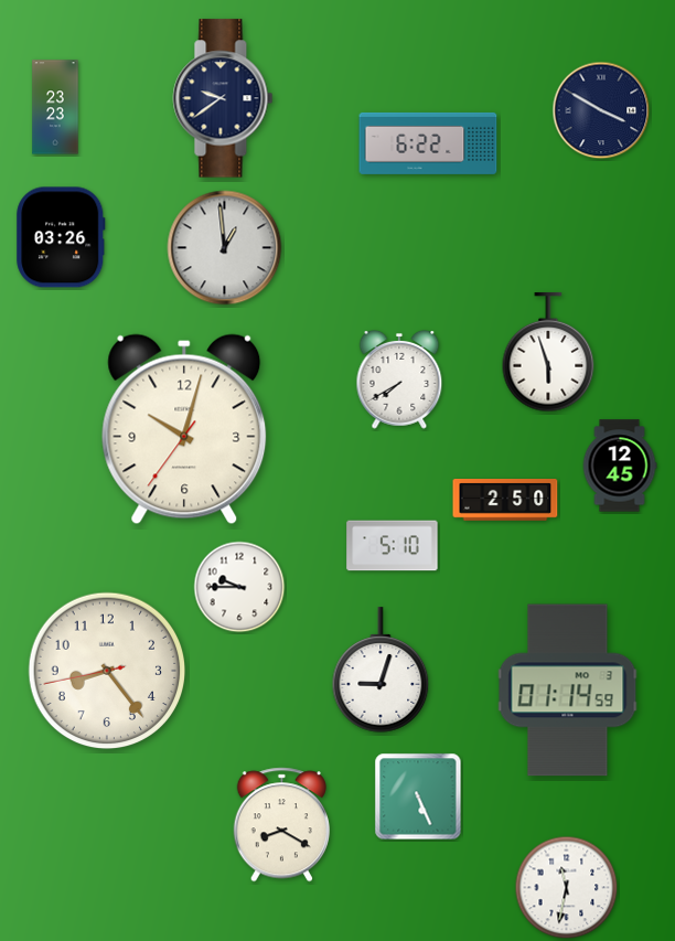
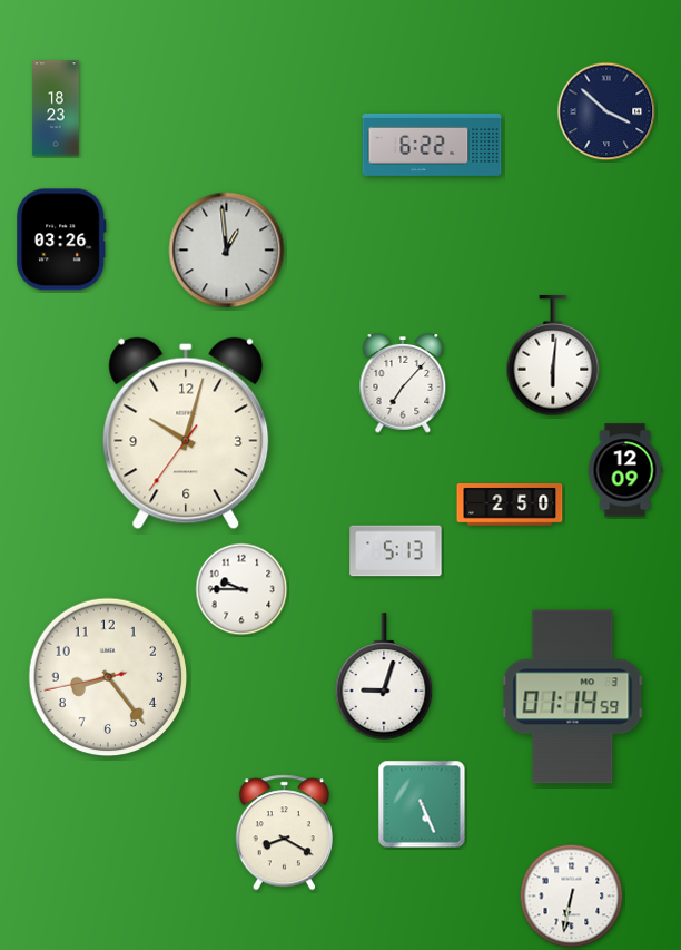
clock at (223, 98): 9:39 -> none
clock at (55, 107): 23:23 -> 18:23
clock at (601, 110): 3:50 -> 3:52
clock at (548, 353): 5:57 -> 6:01
clock at (399, 381): 7:40 -> 7:07
clock at (620, 466): 12:45 -> 12:09
clock at (393, 546): 5:10 -> 5:13
clock at (239, 587) position: (239, 587) -> (241, 589)
clock at (567, 888): 11:32 -> 6:32
